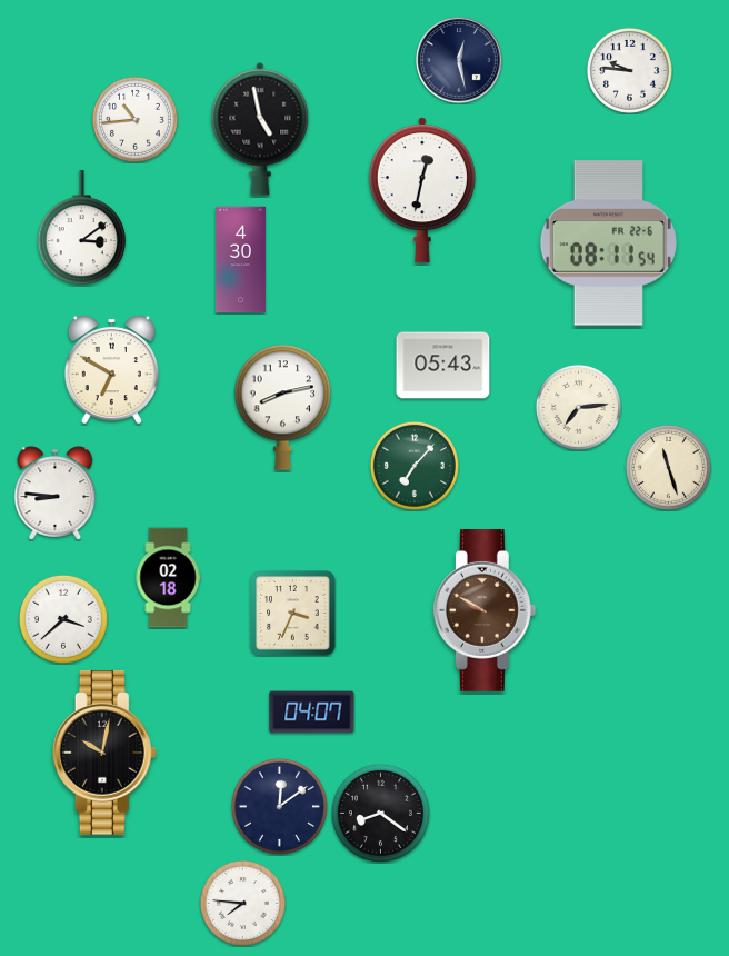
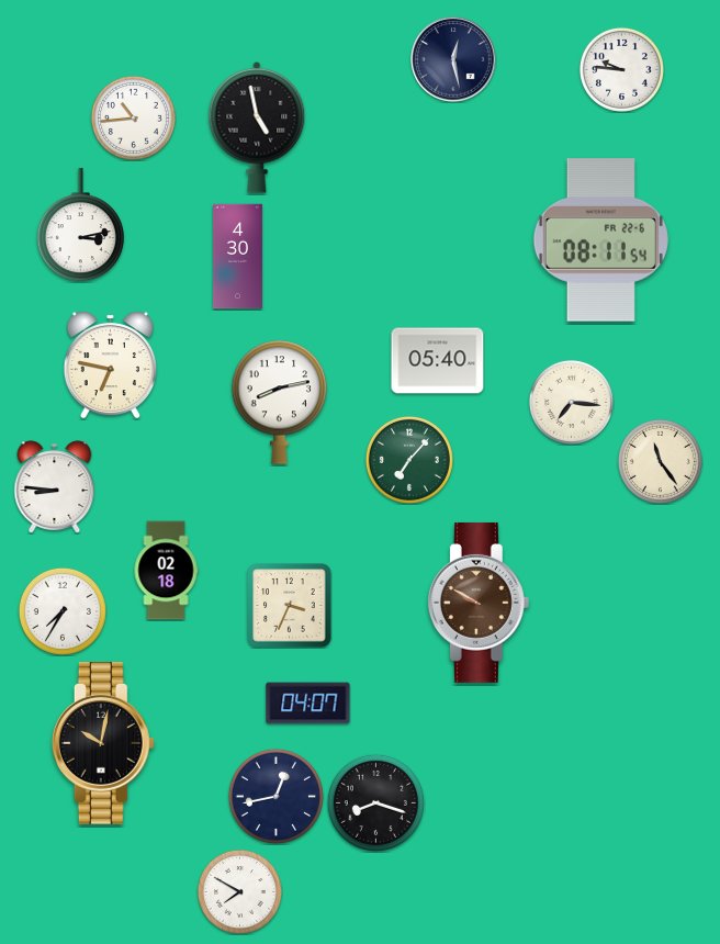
clock at (422, 190): 12:32 -> none
clock at (81, 228): 3:09 -> 3:13
clock at (443, 366): 05:43 -> 05:40
clock at (111, 369): 6:50 -> 6:47
clock at (578, 407): 7:14 -> 7:16
clock at (668, 467): 11:27 -> 11:24
clock at (63, 619): 3:38 -> 7:35
clock at (279, 806): 12:09 -> 12:43
clock at (380, 813): 8:21 -> 8:18
clock at (242, 903): 7:46 -> 7:50
